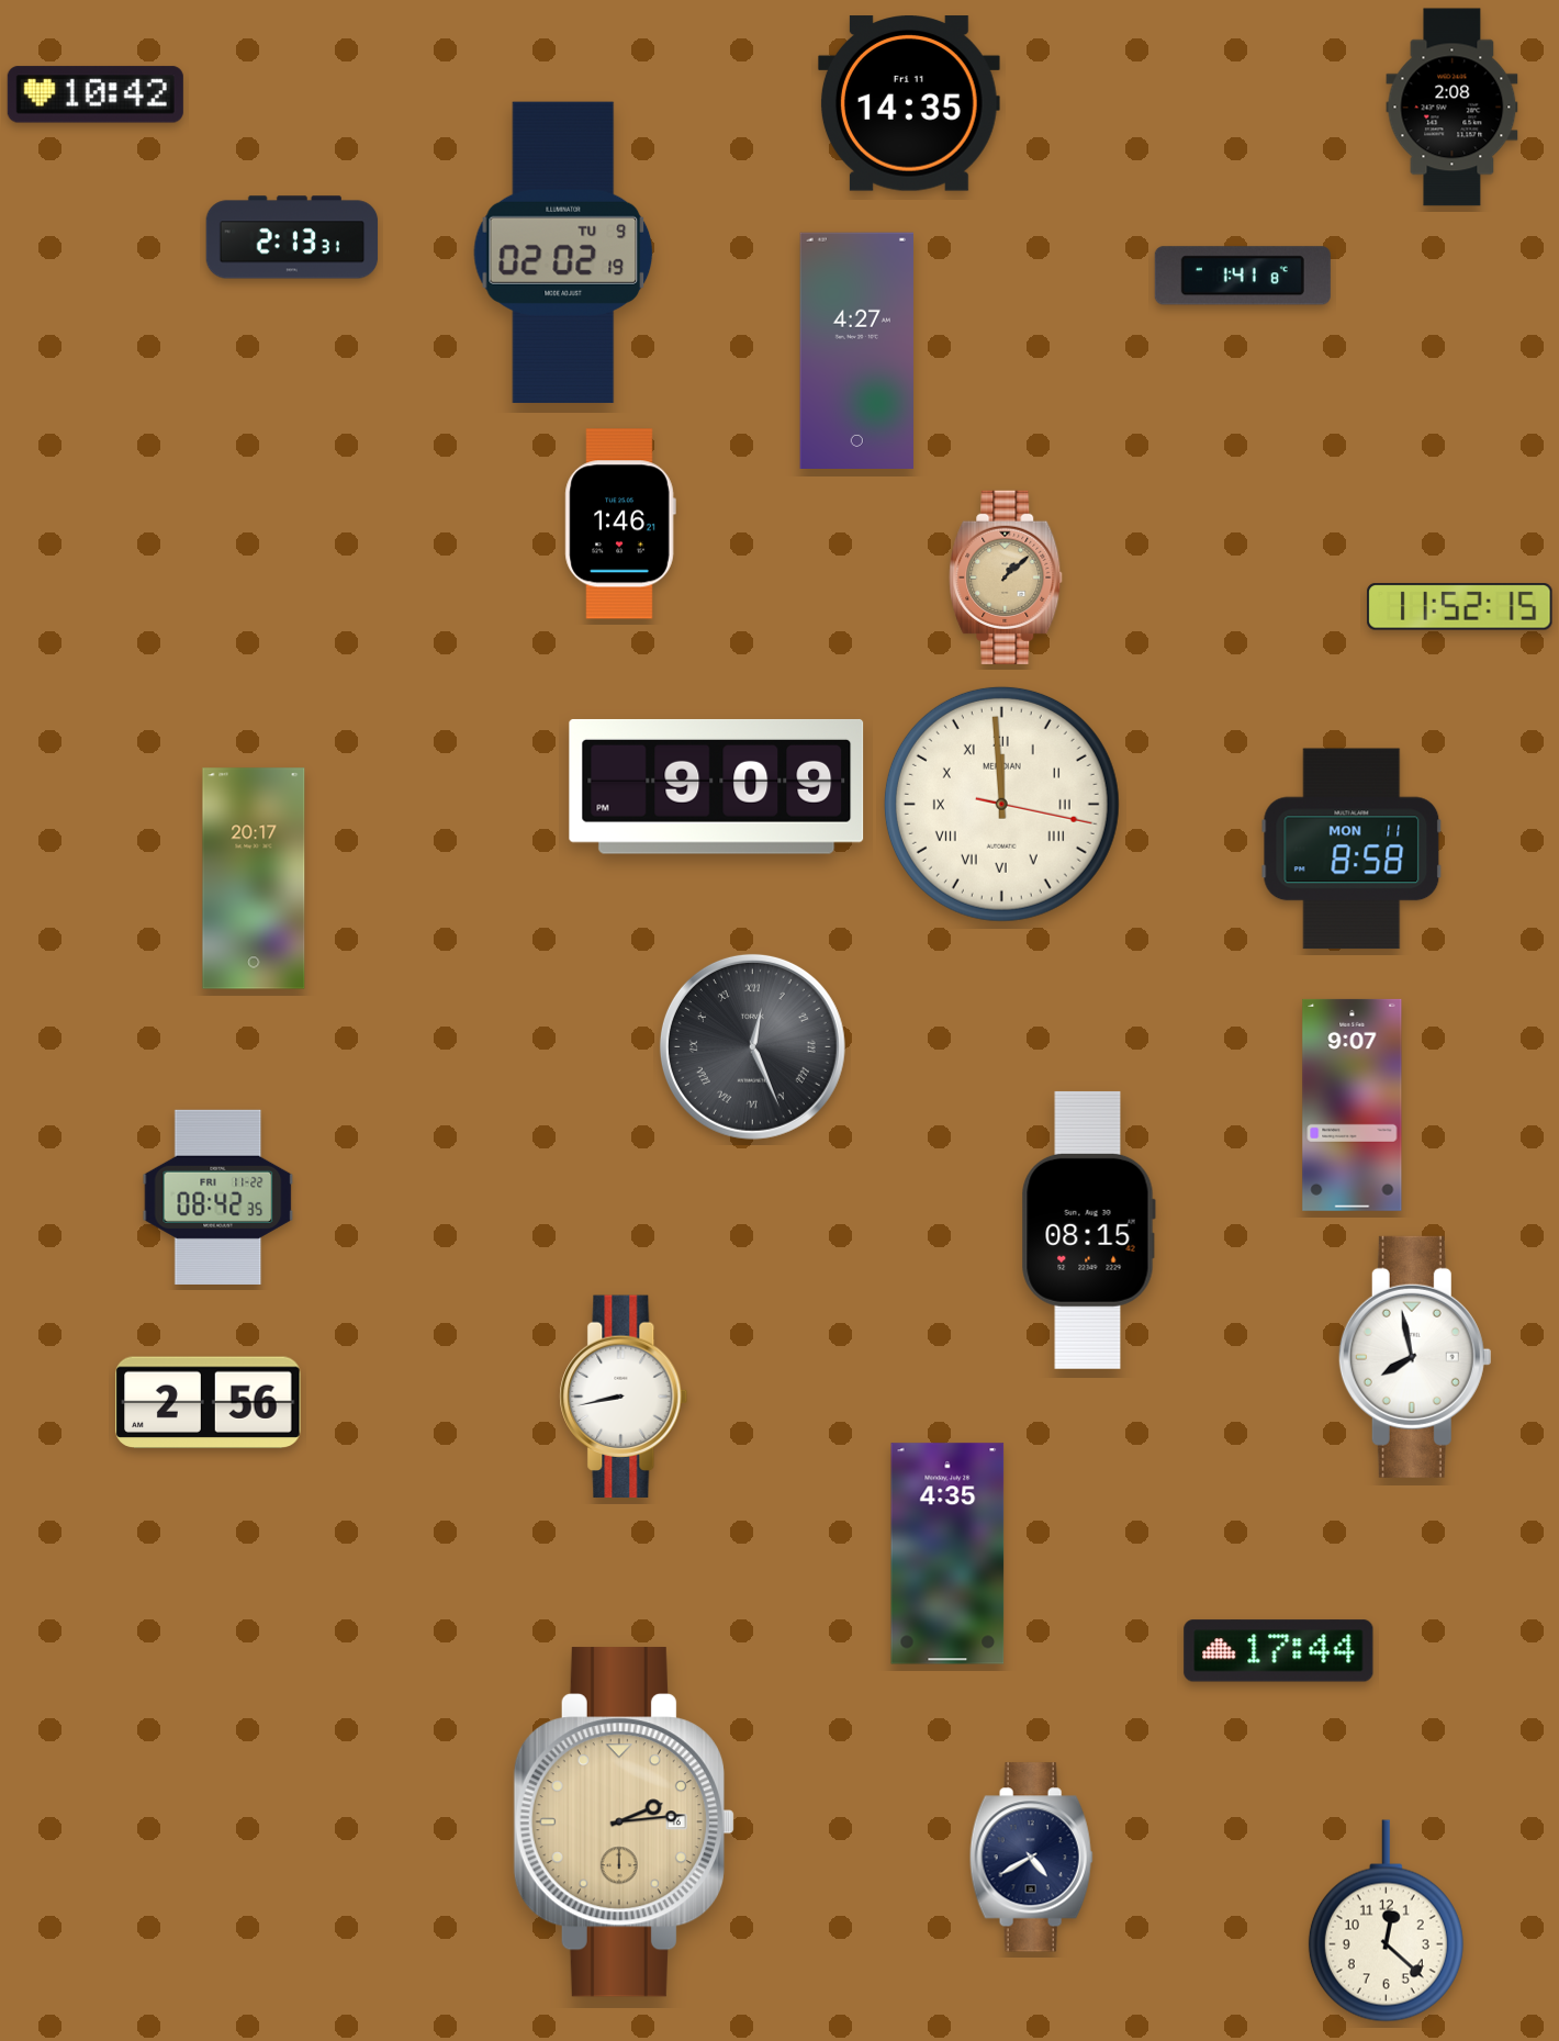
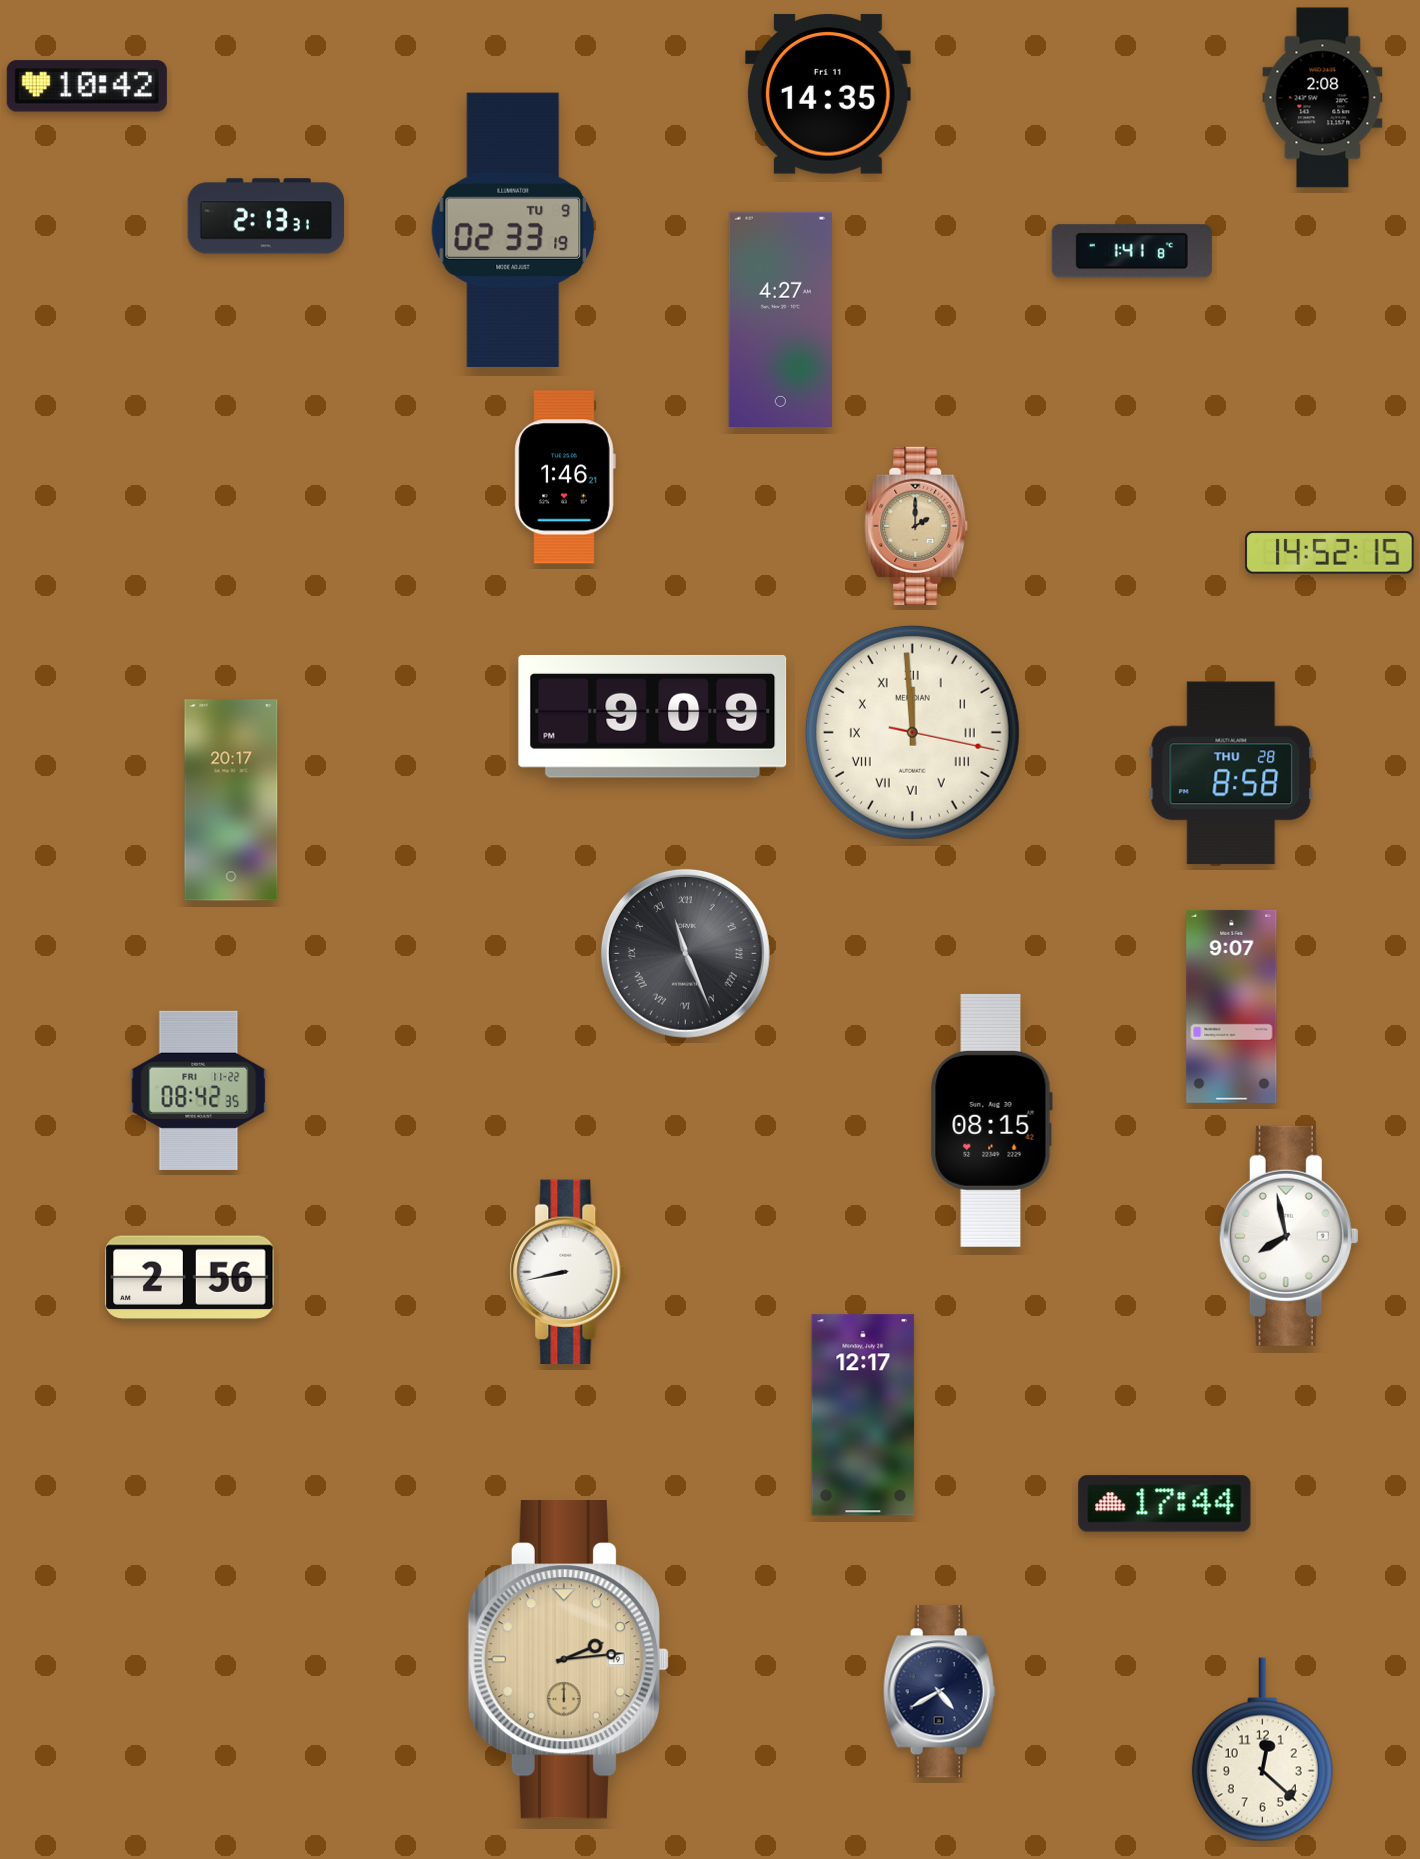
clock at (563, 253): 02:02 -> 02:33
clock at (1006, 577): 1:08 -> 2:00
clock at (1460, 607): 11:52 -> 14:52
clock at (1351, 849) date: MON 11 -> THU 28
clock at (752, 1046): 12:26 -> 11:26
clock at (947, 1554): 4:35 -> 12:17
clock at (624, 1823) date: 16 -> 19
